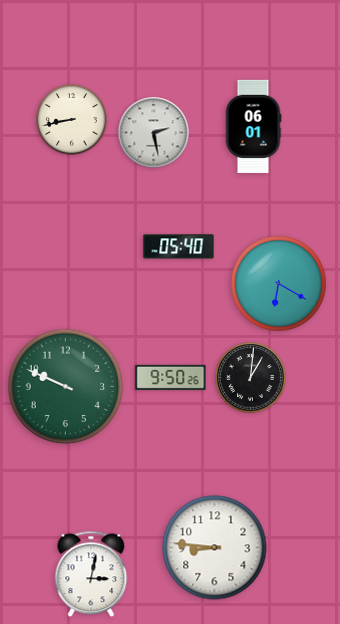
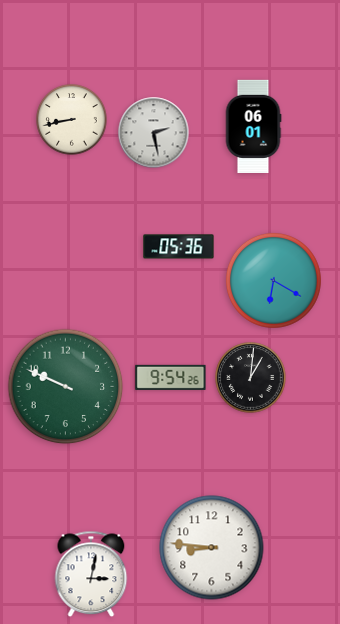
clock at (179, 247): 05:40 -> 05:36
clock at (278, 283) position: (278, 283) -> (273, 280)
clock at (171, 377): 9:50 -> 9:54
clock at (215, 548) position: (215, 548) -> (212, 548)
